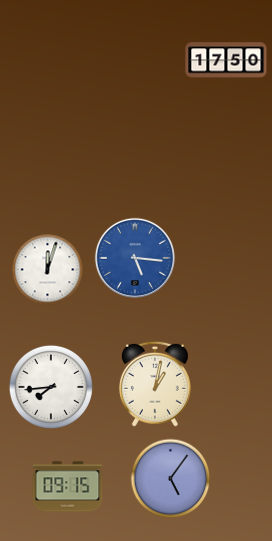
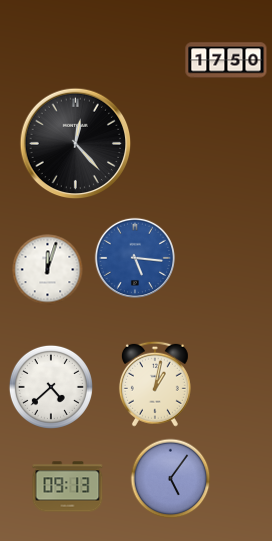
clock at (76, 144): none -> 12:23
clock at (51, 387): 7:44 -> 4:38
clock at (68, 487): 09:15 -> 09:13
